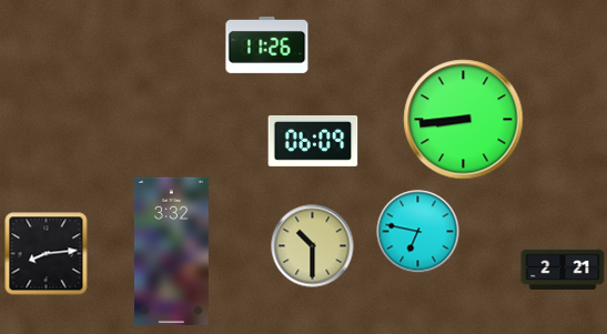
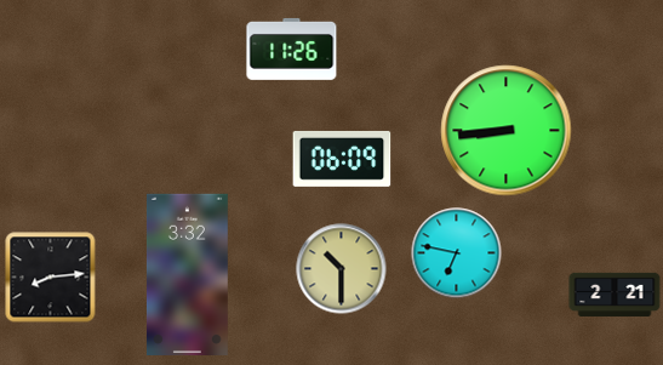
clock at (313, 141) position: (313, 141) -> (342, 159)
